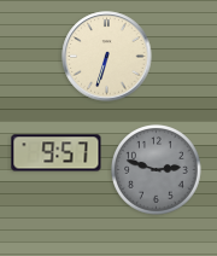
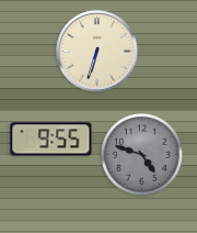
clock at (57, 153): 9:57 -> 9:55
clock at (157, 170): 2:48 -> 4:48
